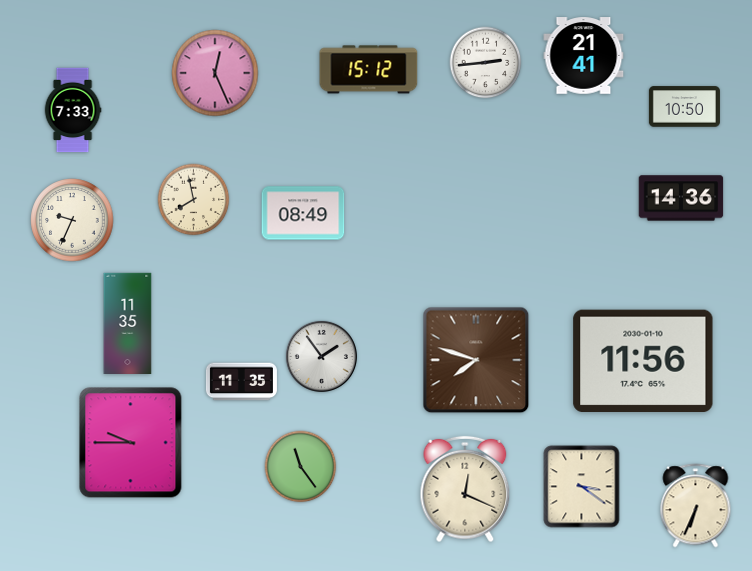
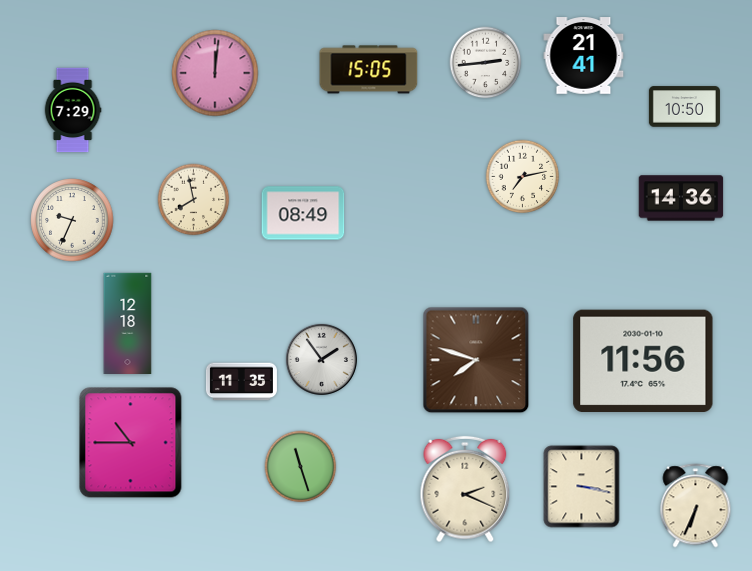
clock at (369, 70): 15:12 -> 15:05
clock at (215, 73): 12:26 -> 12:01
clock at (73, 110): 7:33 -> 7:29
clock at (523, 177): none -> 7:13
clock at (128, 324): 11:35 -> 12:18
clock at (321, 356) position: (321, 356) -> (321, 359)
clock at (131, 443): 9:45 -> 10:45
clock at (301, 467): 11:24 -> 11:27
clock at (582, 487): 3:21 -> 3:17
clock at (465, 489): 12:19 -> 2:19
